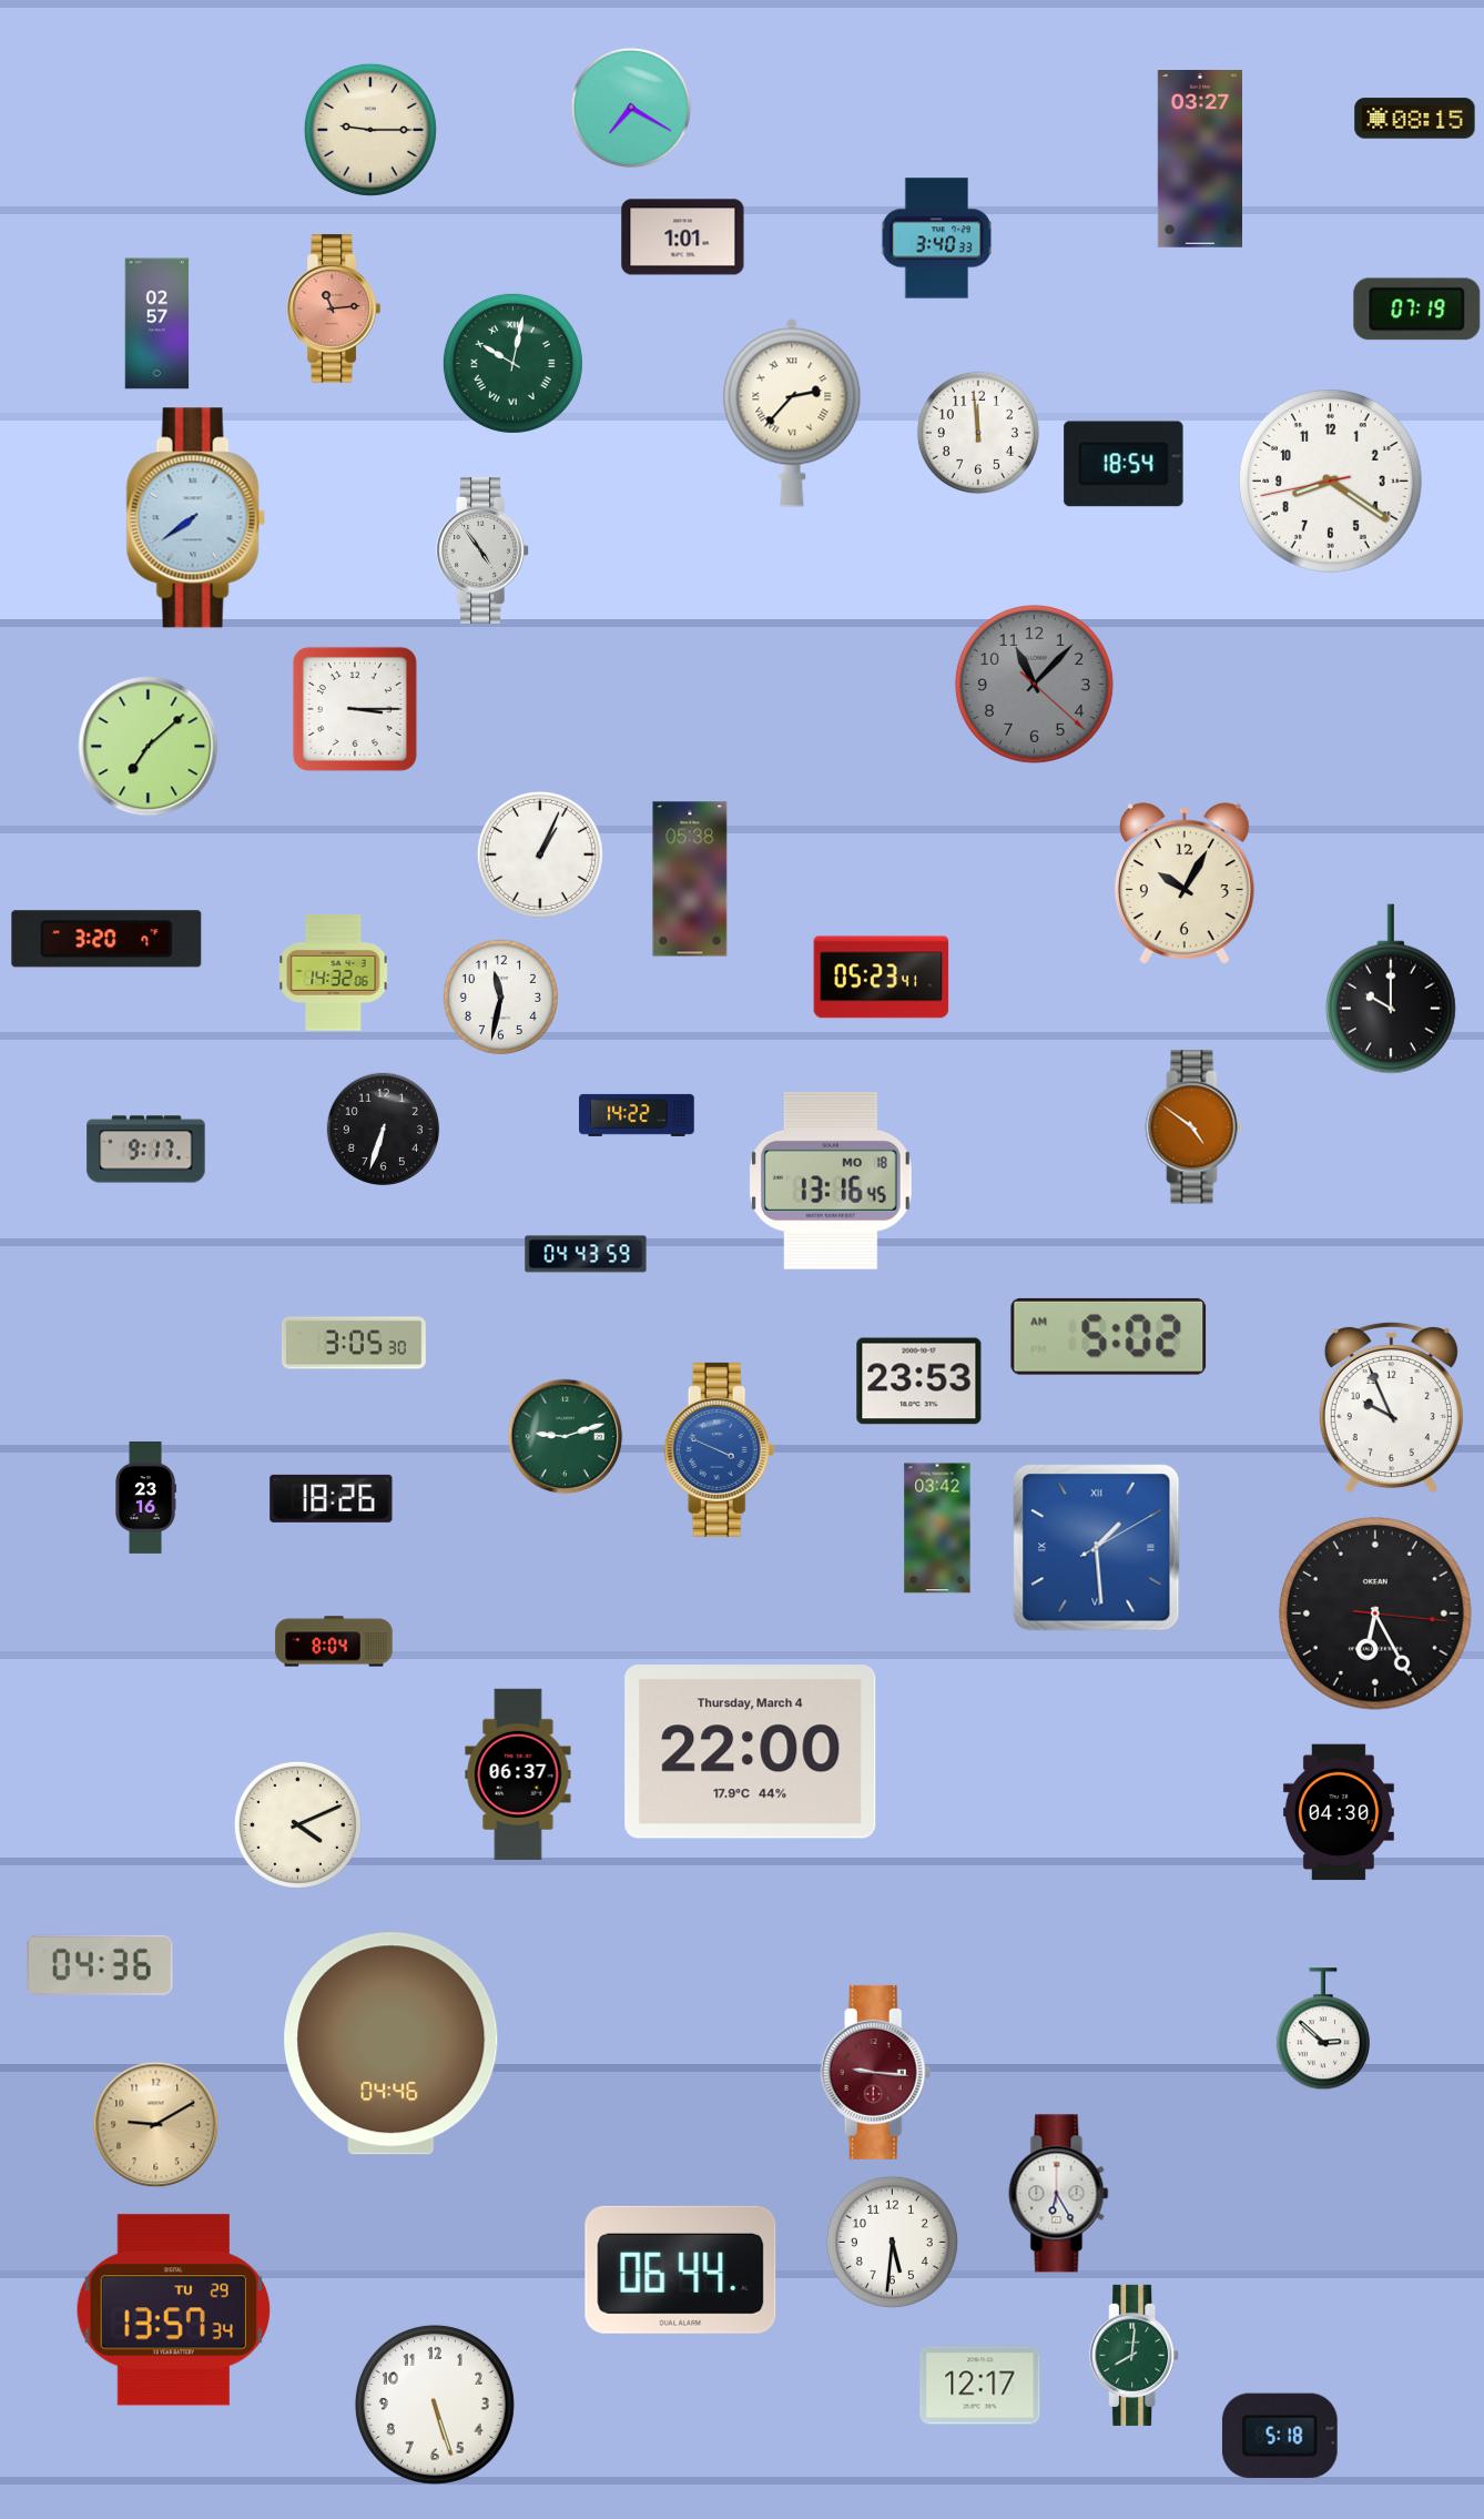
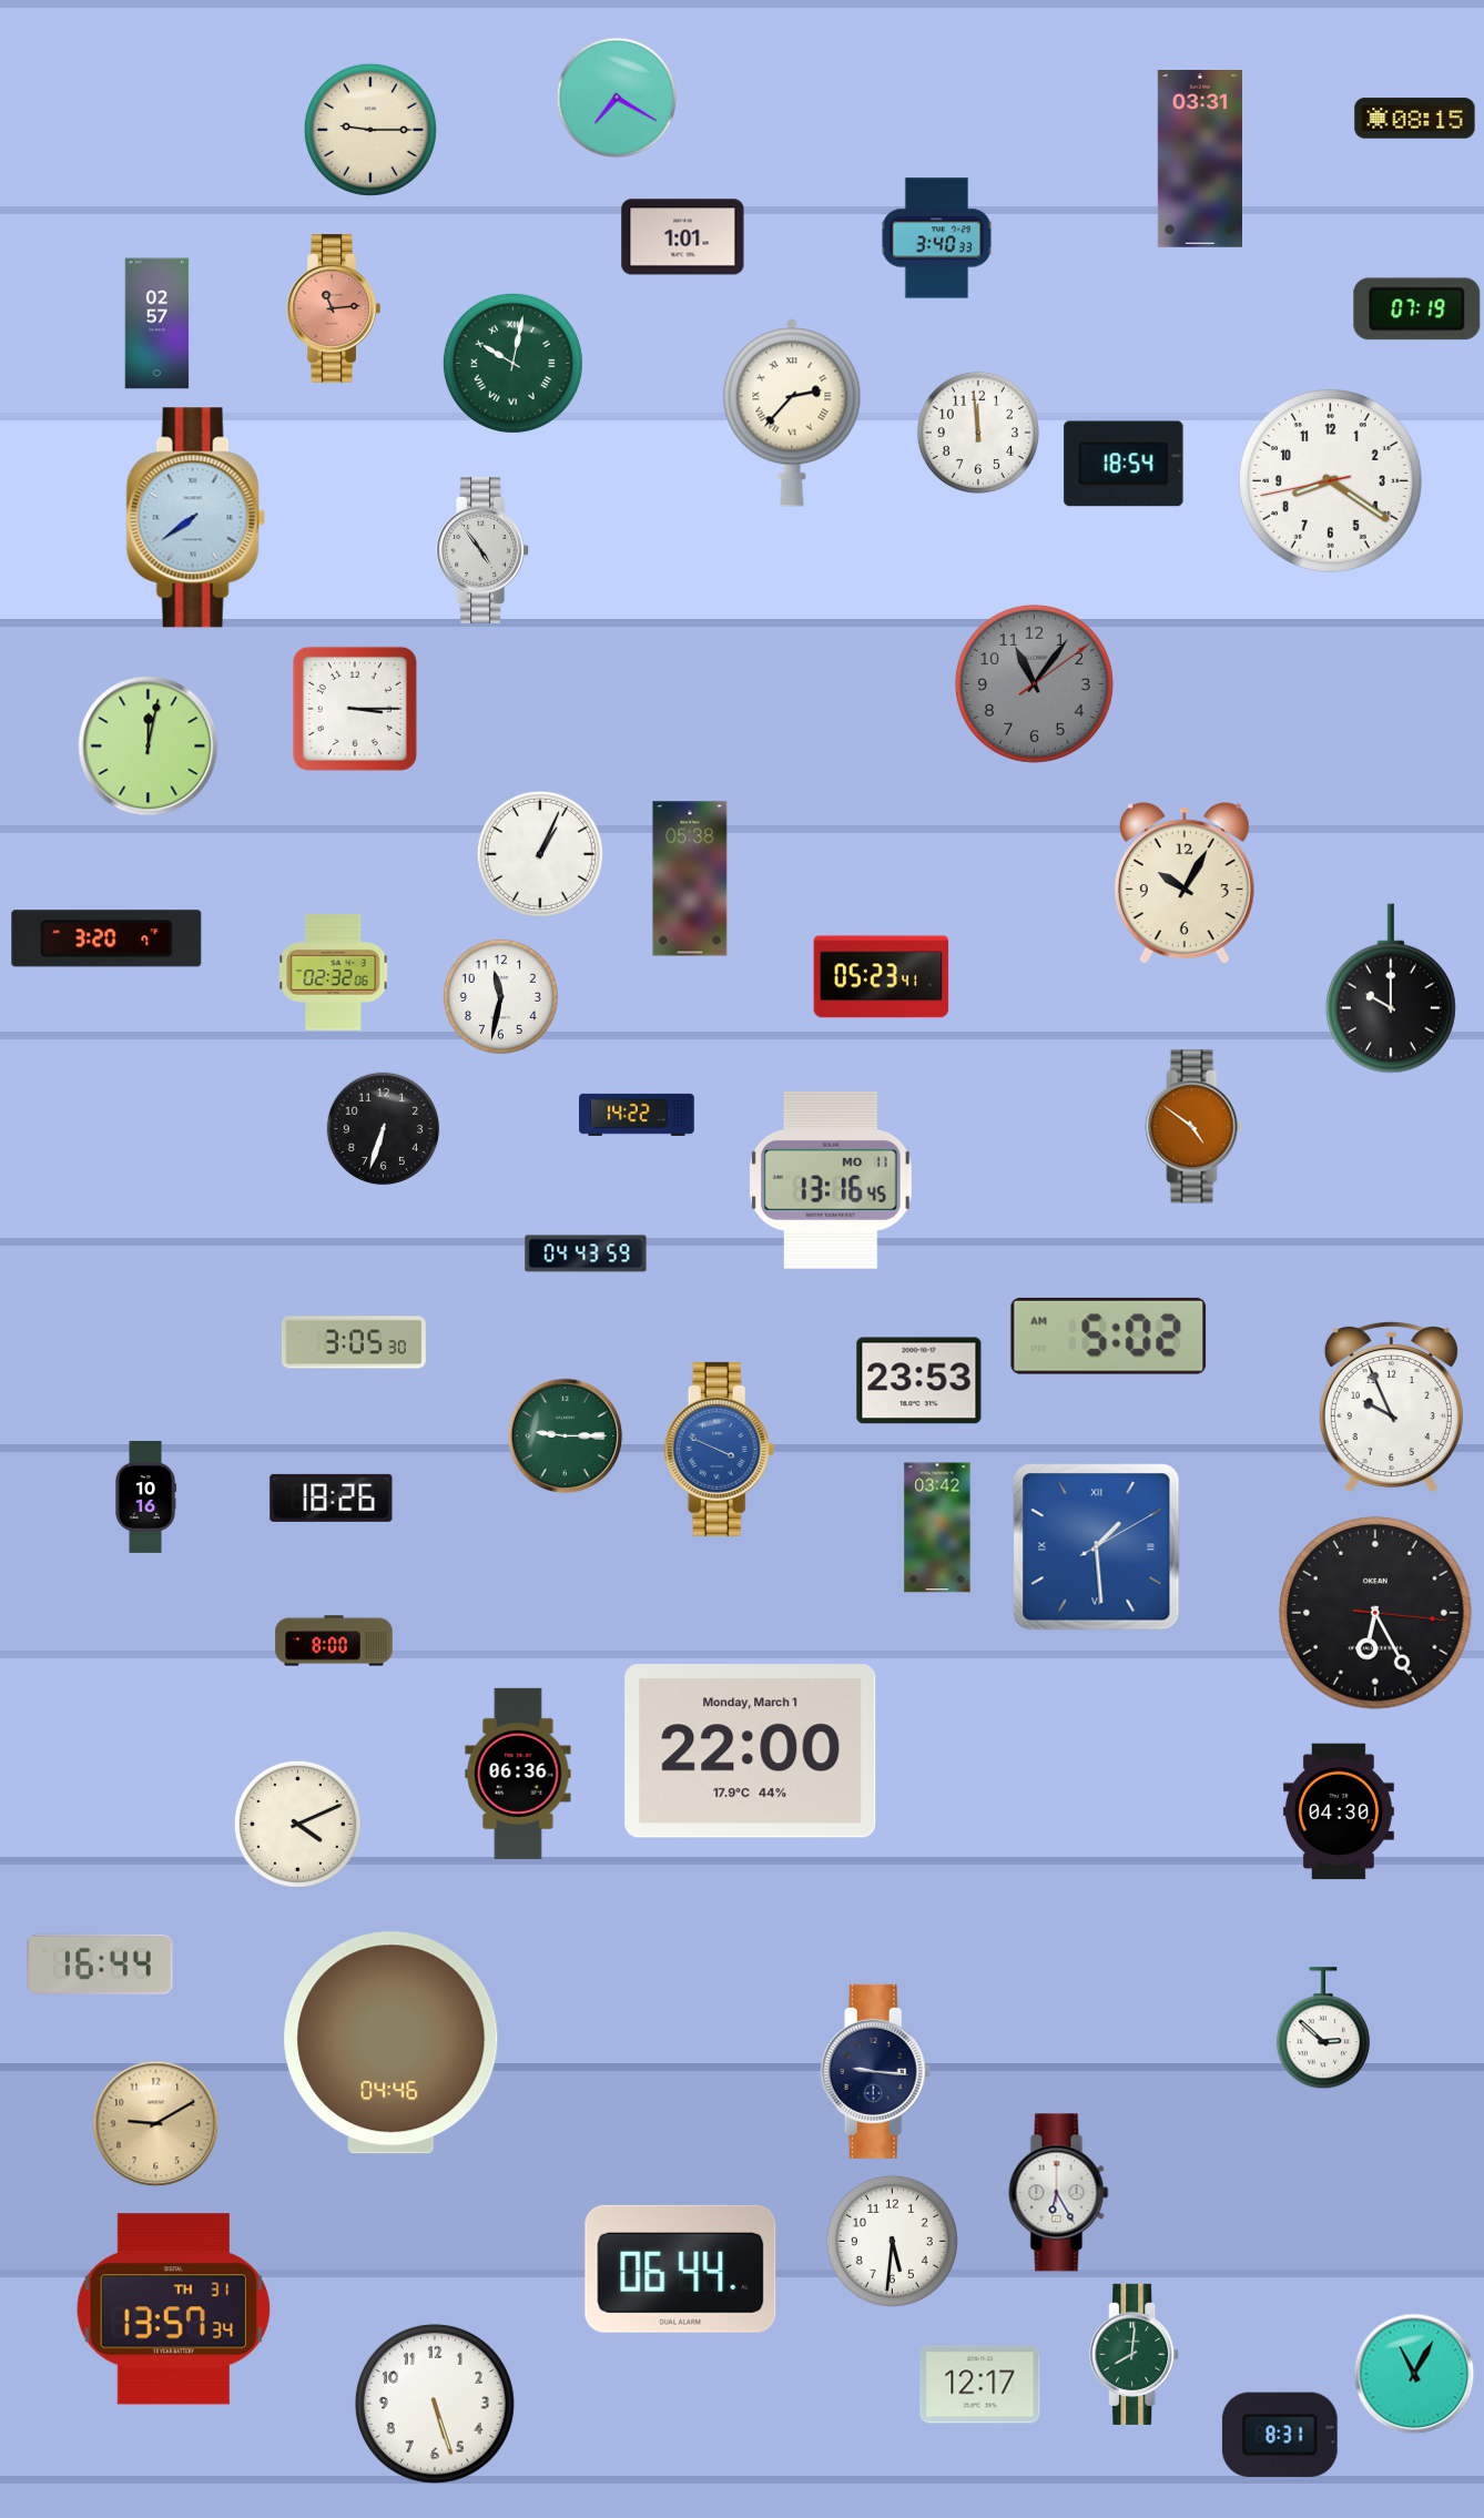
clock at (631, 108) position: (631, 108) -> (617, 98)
clock at (1200, 160): 03:27 -> 03:31
clock at (1034, 684): 11:07 -> 11:06
clock at (149, 747): 7:08 -> 12:02
clock at (334, 973): 14:32 -> 02:32
clock at (146, 1150): 9:17 -> none
clock at (831, 1181) date: MO 18 -> MO 11
clock at (566, 1437): 9:12 -> 9:15
clock at (145, 1497): 23:16 -> 10:16
clock at (334, 1641): 8:04 -> 8:00
clock at (751, 1752) date: Thursday, March 4 -> Monday, March 1
clock at (518, 1774): 06:37 -> 06:36
clock at (100, 1965): 04:36 -> 16:44
clock at (876, 2072) dial: burgundy -> navy
clock at (174, 2310) date: TU 29 -> TH 31
clock at (1414, 2374): none -> 11:05
clock at (1280, 2436): 5:18 -> 8:31
